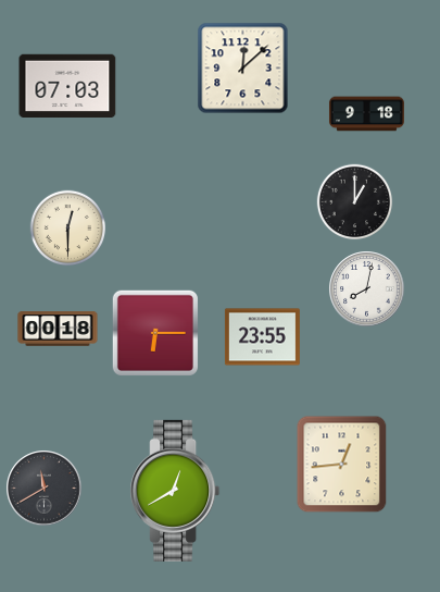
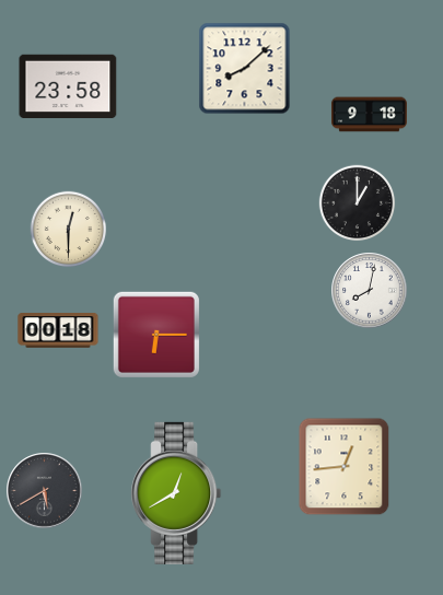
clock at (243, 69): 12:08 -> 8:08
clock at (67, 85): 07:03 -> 23:58
clock at (262, 337): 23:55 -> none
clock at (45, 489): 11:40 -> 5:40
